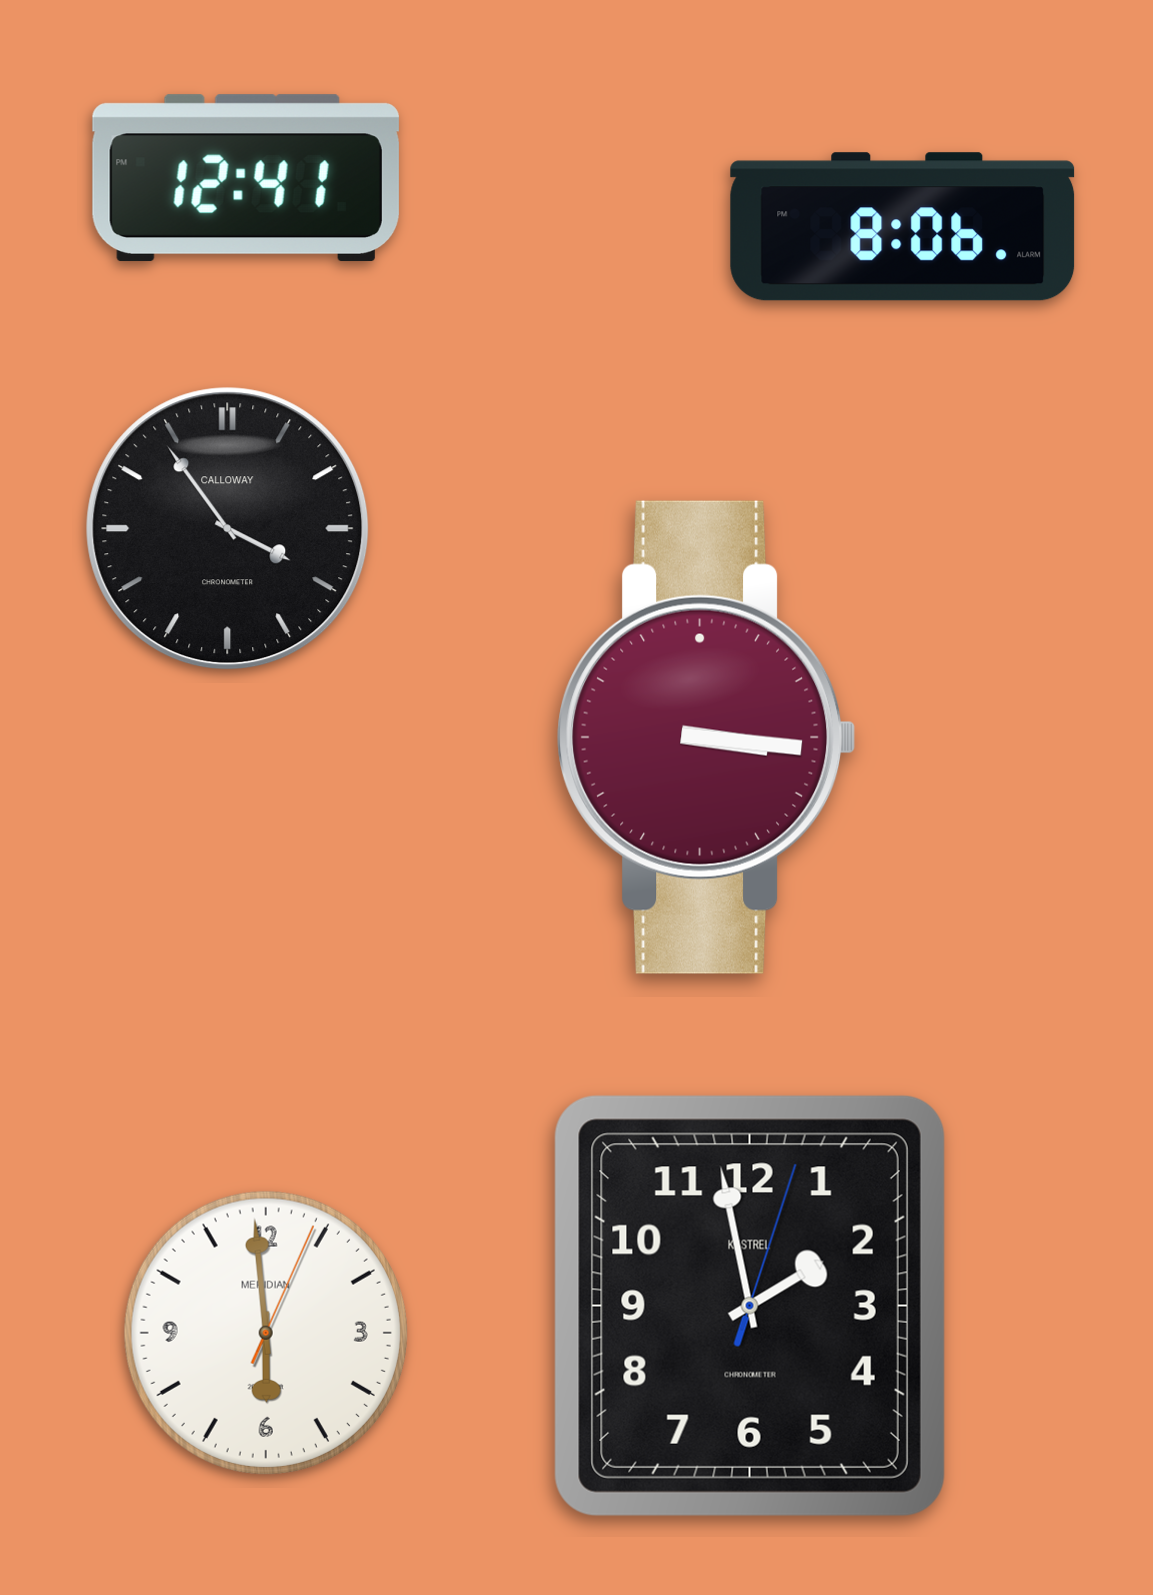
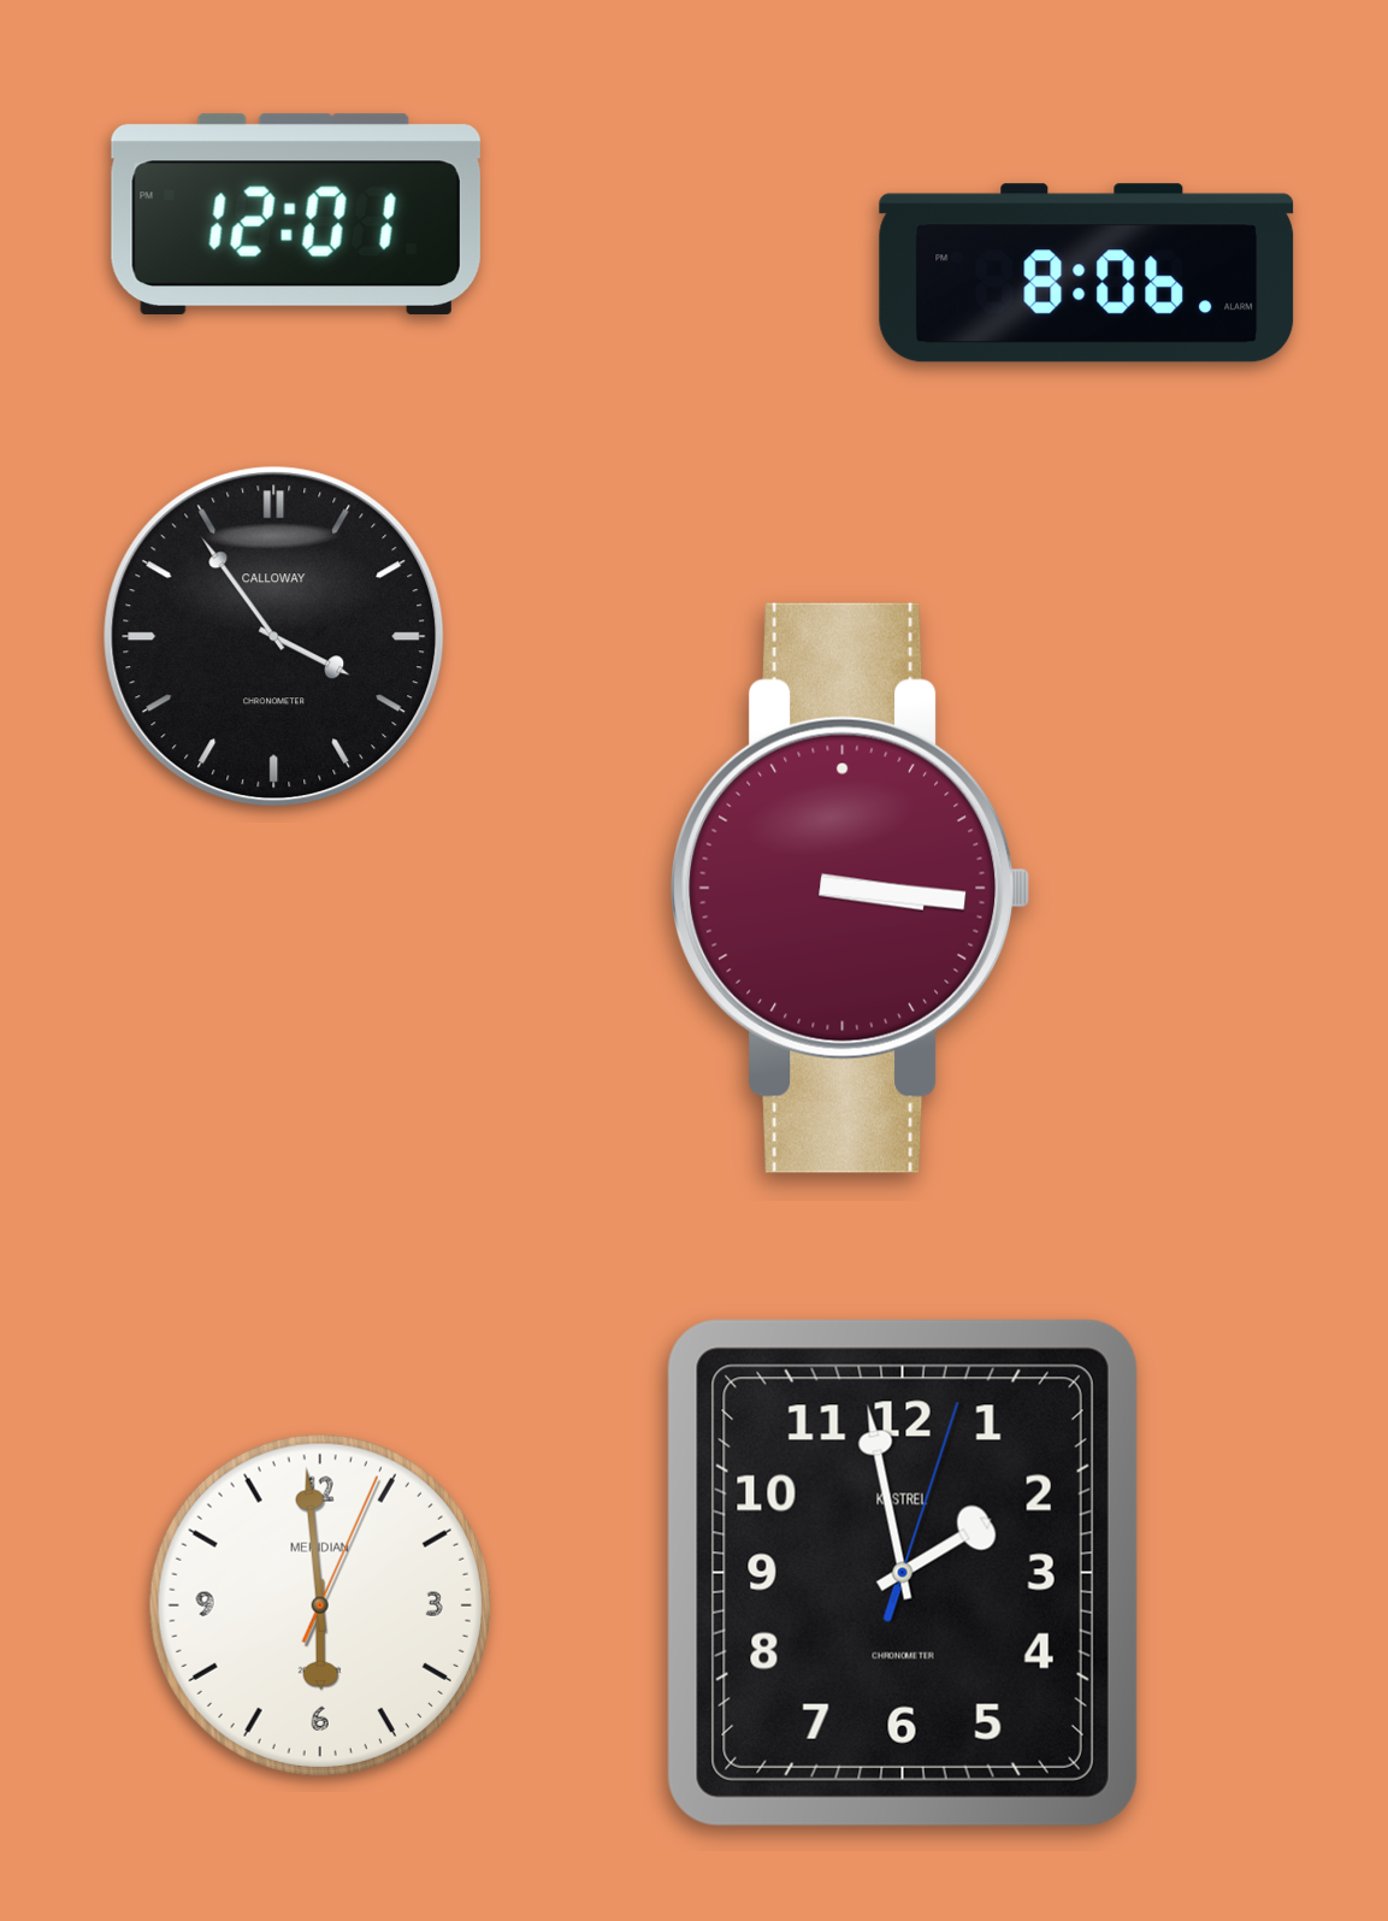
clock at (246, 178): 12:41 -> 12:01
